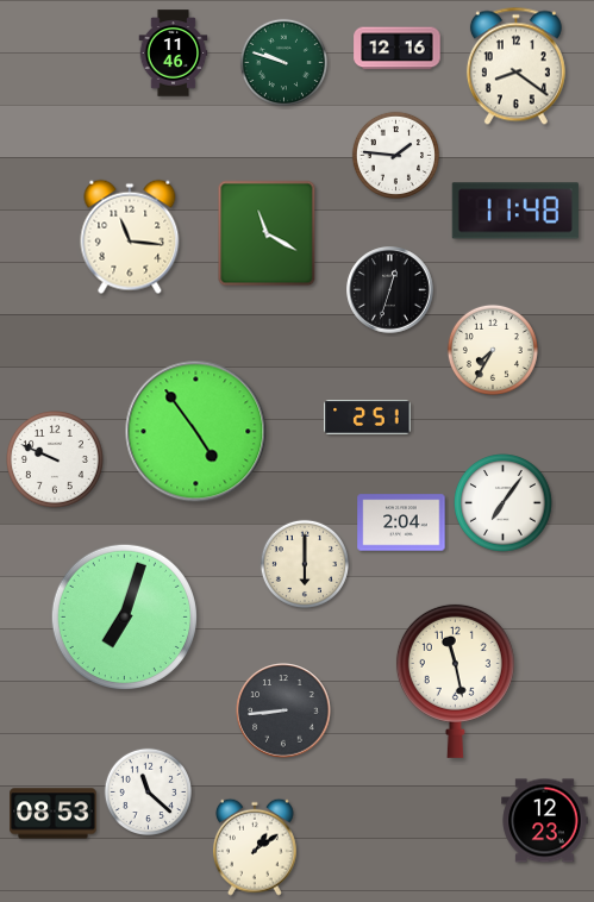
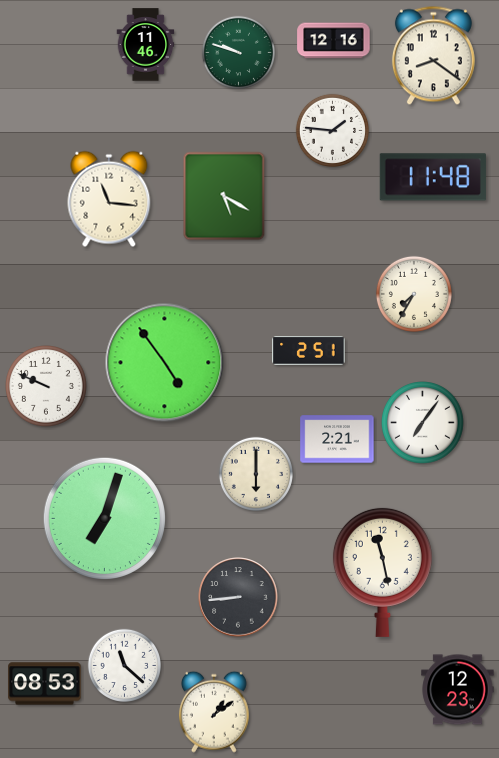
clock at (267, 233): 11:20 -> 5:20
clock at (390, 290): 12:33 -> none
clock at (401, 522): 2:04 -> 2:21
